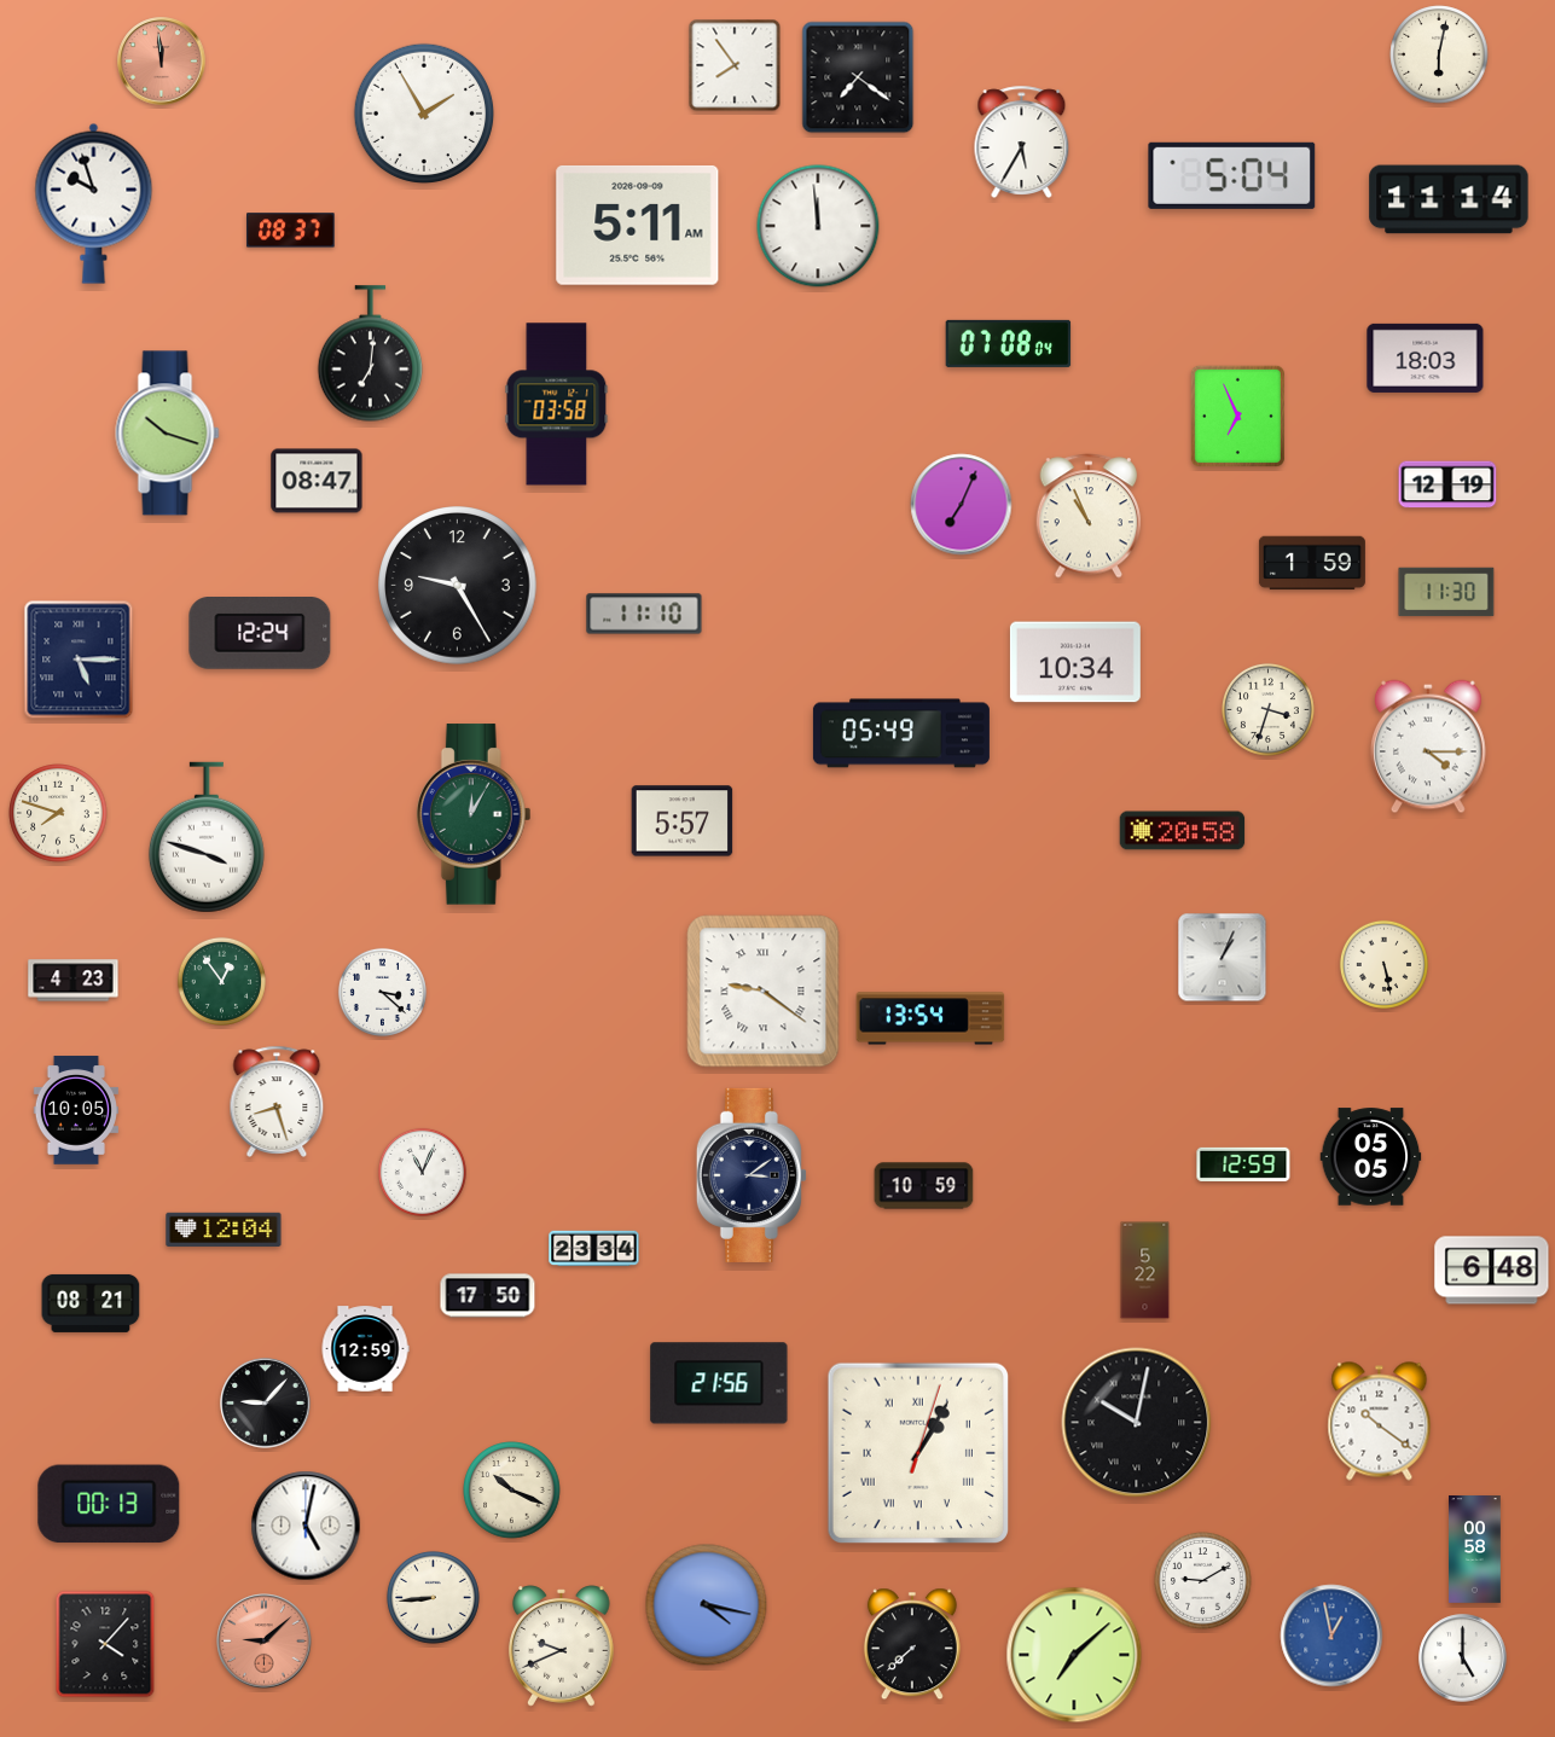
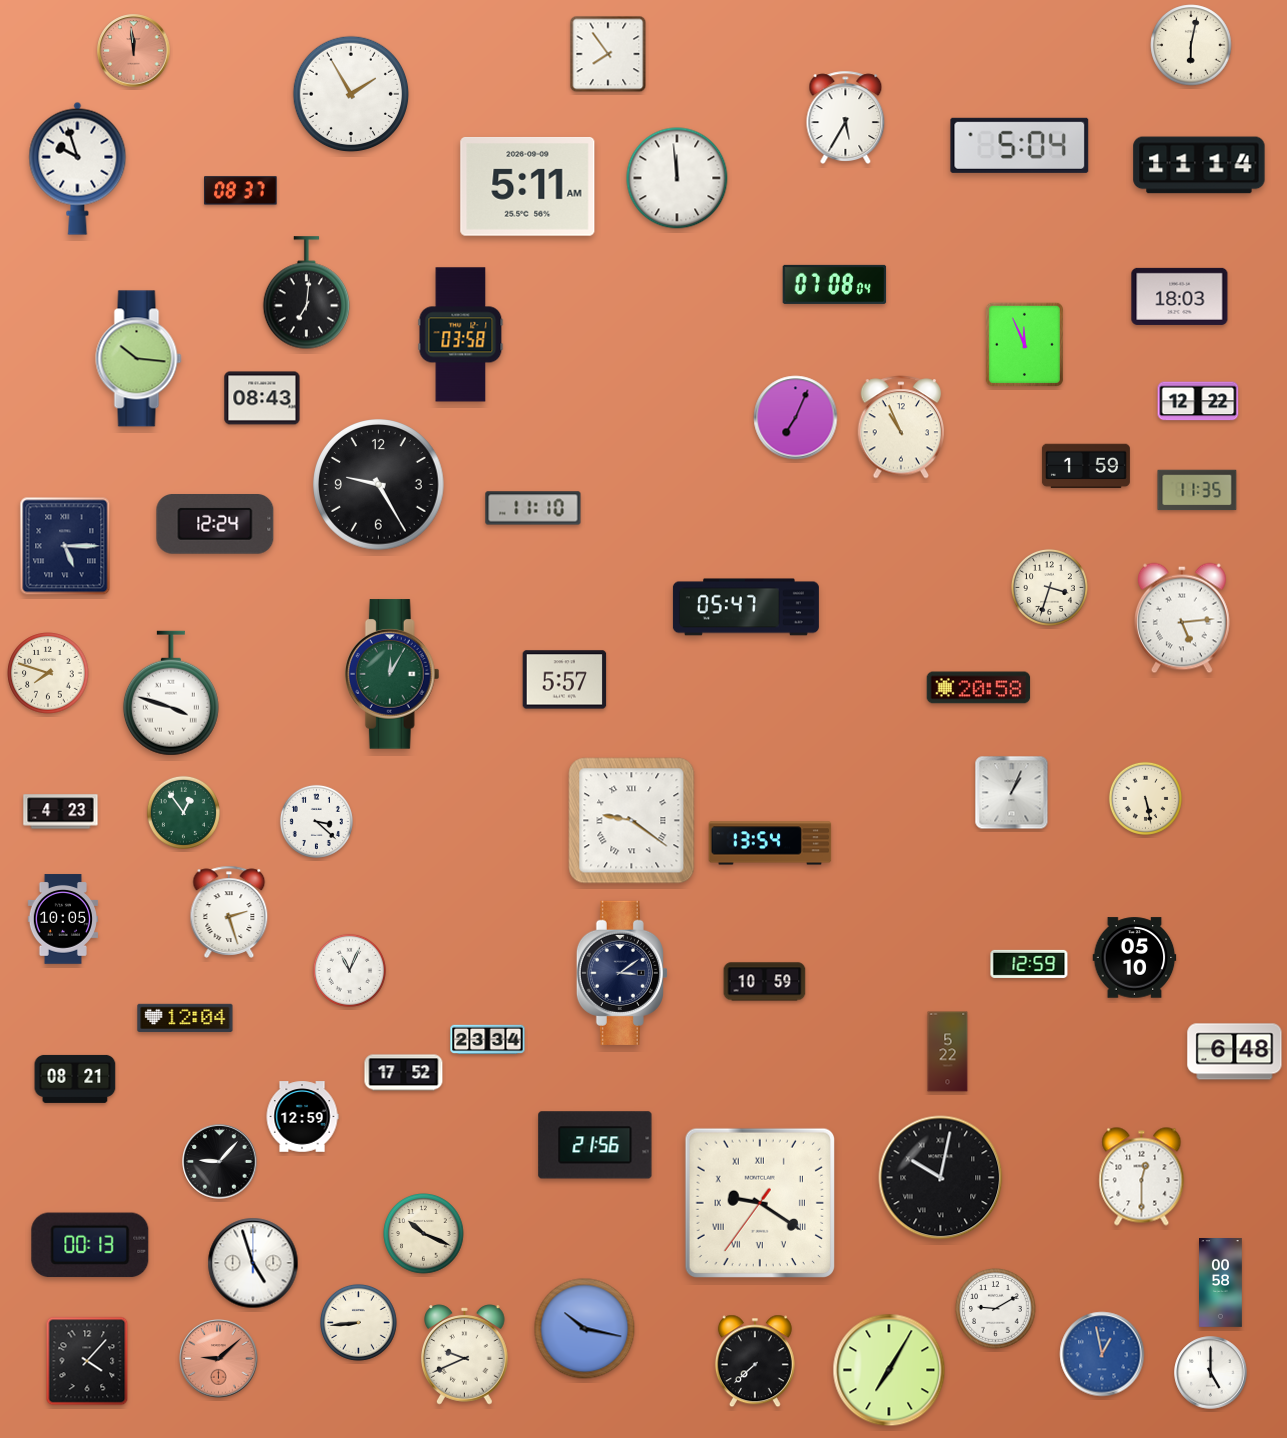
clock at (858, 77): 7:21 -> none
clock at (818, 226) position: (818, 226) -> (677, 178)
clock at (1237, 416): 6:56 -> 11:56
clock at (168, 434): 10:18 -> 10:16
clock at (317, 481): 08:47 -> 08:43
clock at (1447, 484): 12:19 -> 12:22
clock at (1446, 592): 11:30 -> 11:35
clock at (1075, 662): 10:34 -> none
clock at (901, 733): 05:49 -> 05:47
clock at (1428, 746): 4:15 -> 5:14
clock at (277, 1102): 8:27 -> 2:27
clock at (1371, 1157): 05:05 -> 05:10
clock at (594, 1249) position: (594, 1249) -> (488, 1040)
clock at (488, 1296): 17:50 -> 17:52
clock at (1380, 1422): 10:21 -> 12:30
clock at (917, 1452): 1:05 -> 9:20
clock at (306, 1526): 5:02 -> 4:57
clock at (707, 1605): 4:17 -> 10:17
clock at (562, 1646) position: (562, 1646) -> (465, 1355)
clock at (1074, 1655): 7:08 -> 7:05
